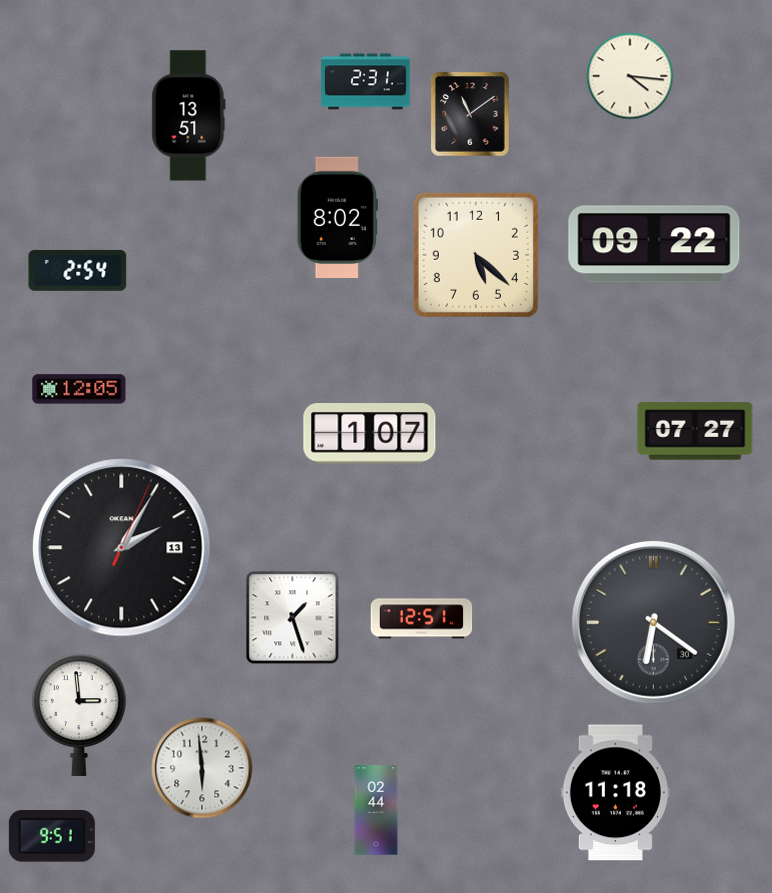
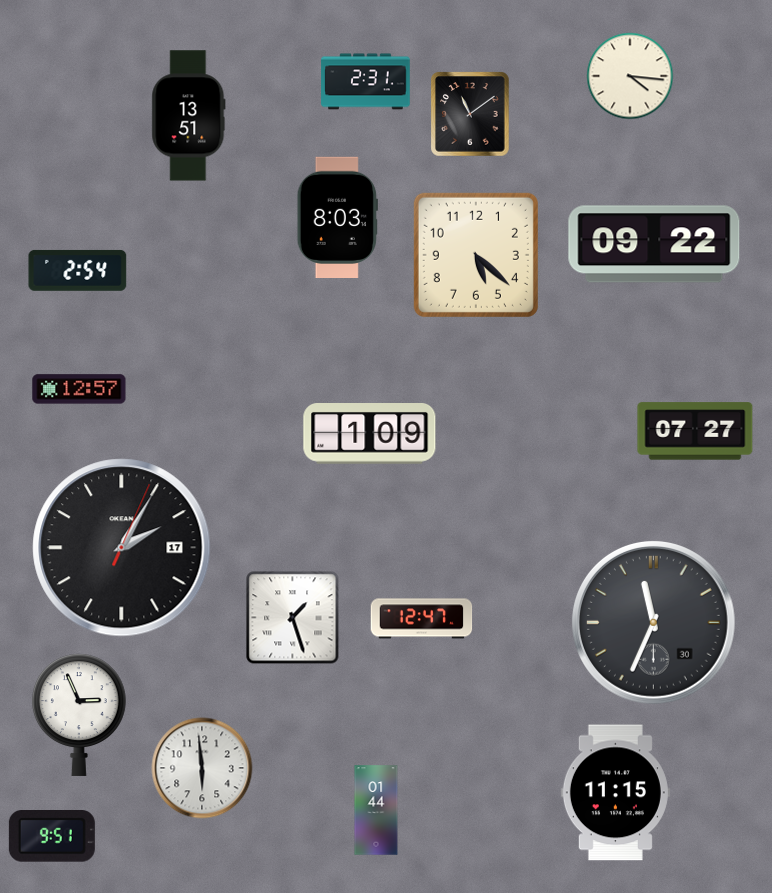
clock at (337, 217): 8:02 -> 8:03
clock at (79, 389): 12:05 -> 12:57
clock at (370, 434): 1:07 -> 1:09
clock at (122, 548) date: 13 -> 17
clock at (422, 619): 12:51 -> 12:47
clock at (653, 622): 6:21 -> 11:34
clock at (79, 715): 2:59 -> 2:56
clock at (615, 793): 11:18 -> 11:15
clock at (376, 810): 02:44 -> 01:44
